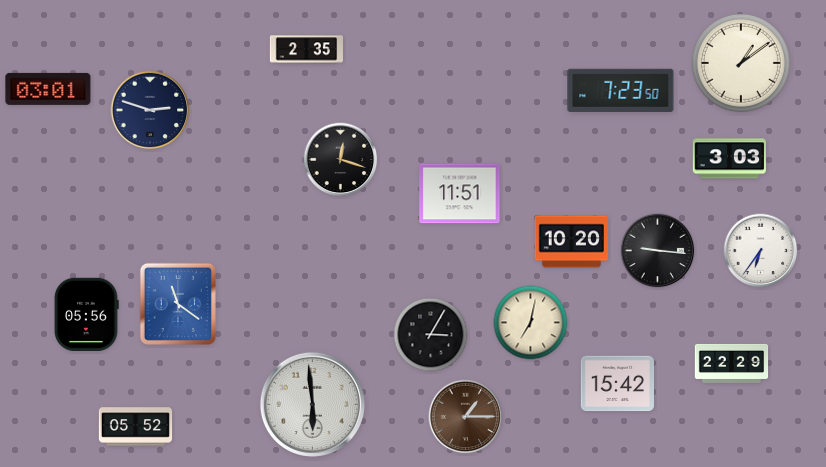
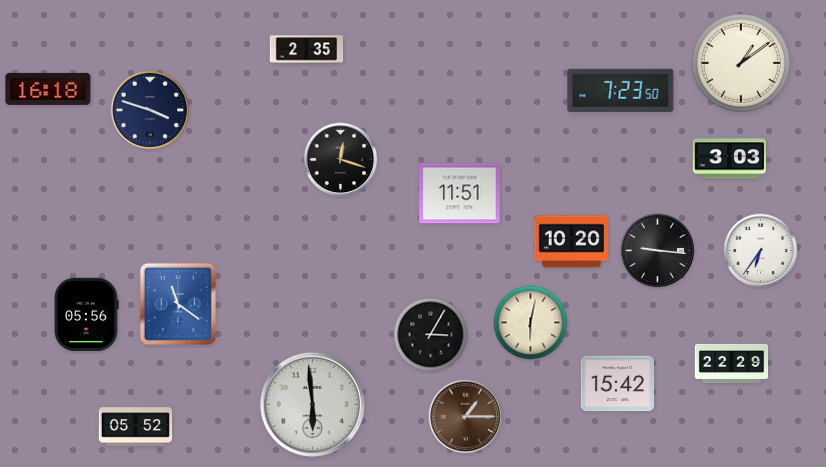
clock at (48, 89): 03:01 -> 16:18
clock at (150, 110): 2:48 -> 3:48
clock at (531, 323): 7:02 -> 6:02
